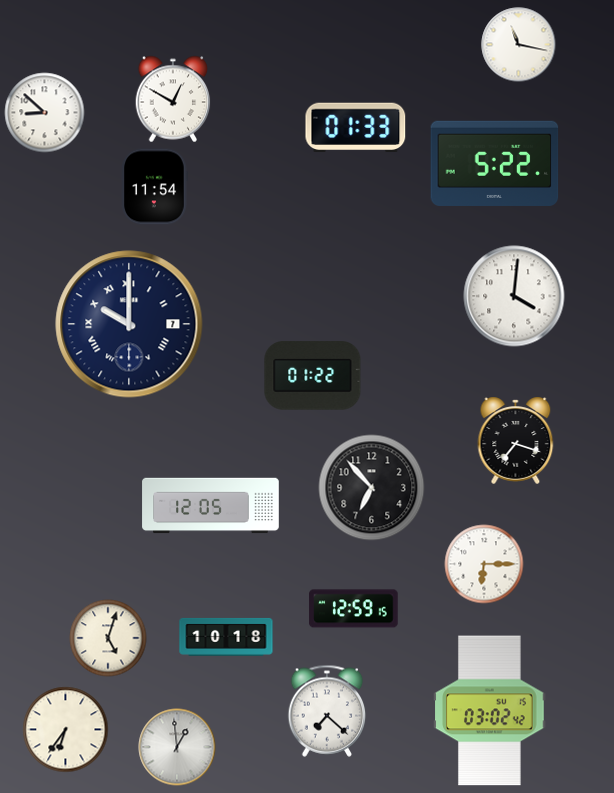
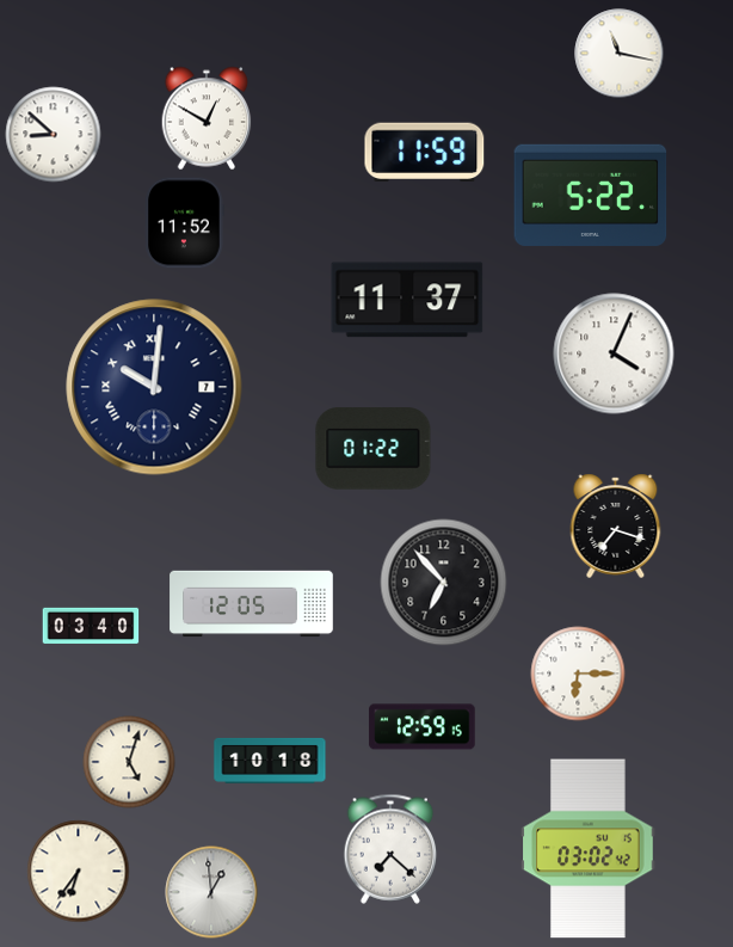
clock at (356, 128): 01:33 -> 11:59
clock at (154, 187): 11:54 -> 11:52
clock at (407, 300): none -> 11:37
clock at (514, 296): 4:01 -> 4:04
clock at (129, 324): 10:00 -> 10:01
clock at (91, 625): none -> 03:40
clock at (490, 711) position: (490, 711) -> (589, 849)
